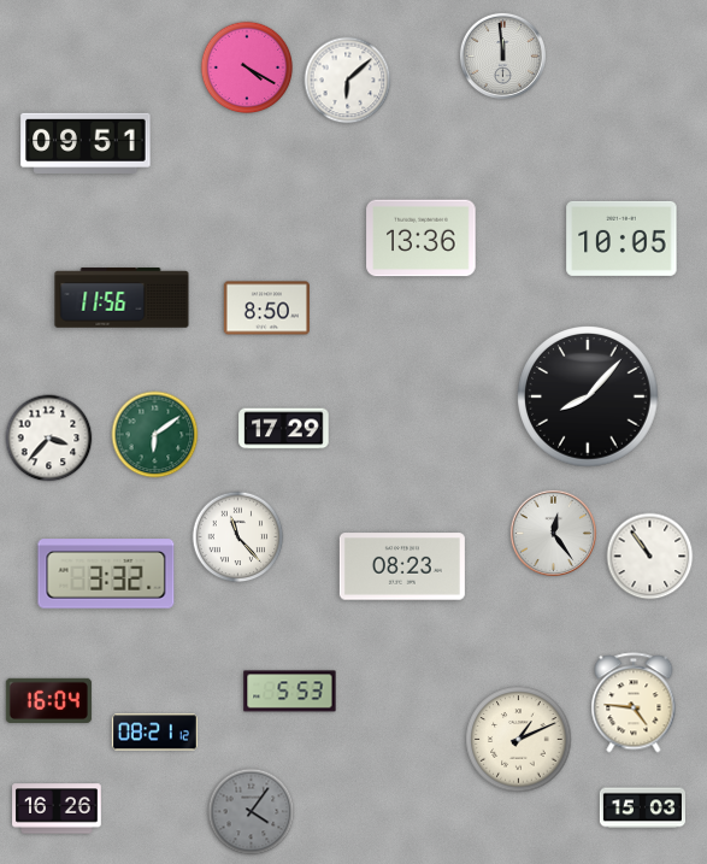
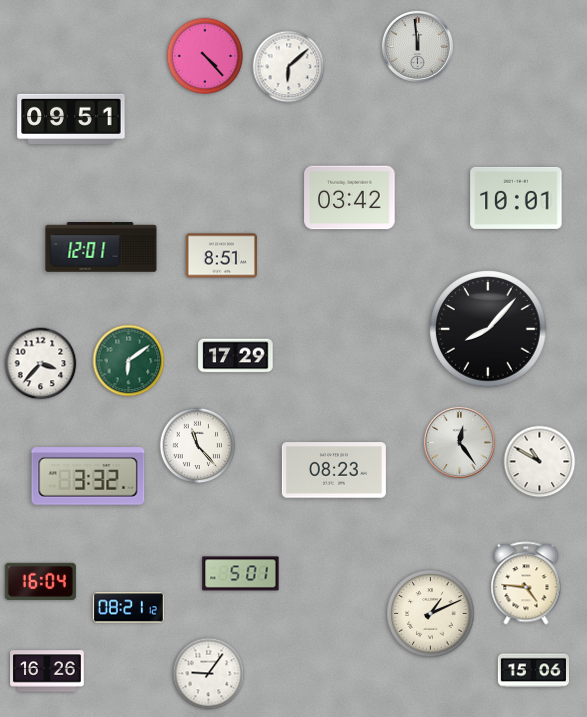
clock at (247, 67): 4:20 -> 4:23
clock at (422, 239): 13:36 -> 03:42
clock at (621, 239): 10:05 -> 10:01
clock at (122, 298): 11:56 -> 12:01
clock at (266, 308): 8:50 -> 8:51
clock at (650, 557): 10:54 -> 10:50
clock at (290, 692): 5:53 -> 5:01
clock at (642, 809): 15:03 -> 15:06
clock at (252, 812): 4:06 -> 9:06
clock at (252, 812) dial: grey -> white
